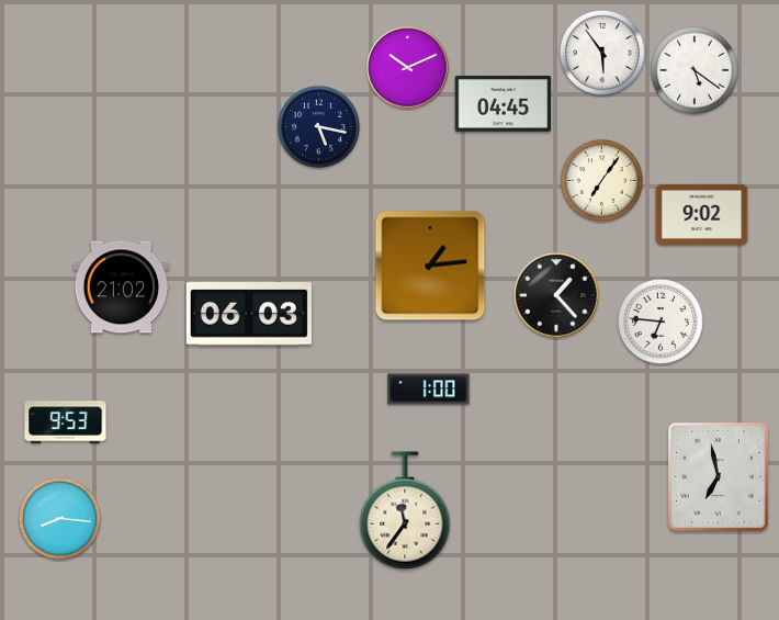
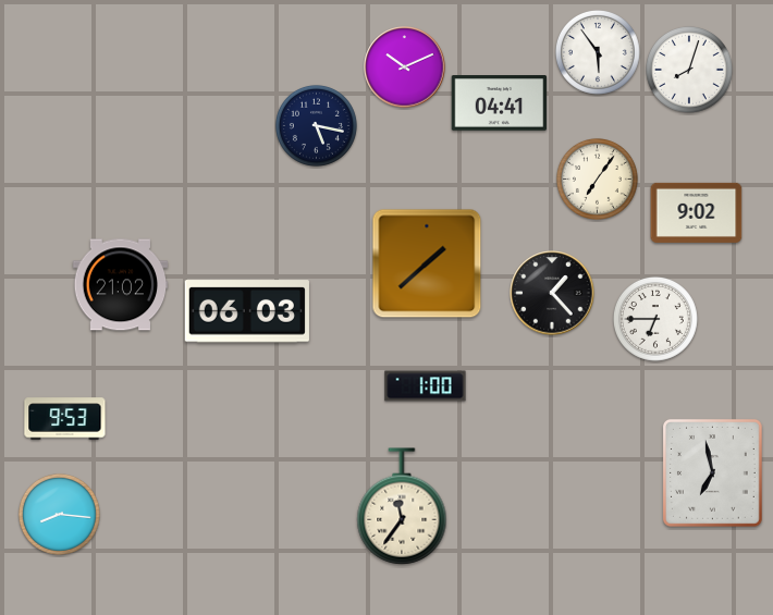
clock at (696, 71): 5:21 -> 8:03
clock at (504, 104): 04:45 -> 04:41
clock at (430, 266): 1:14 -> 1:38
clock at (662, 323): 6:46 -> 6:45
